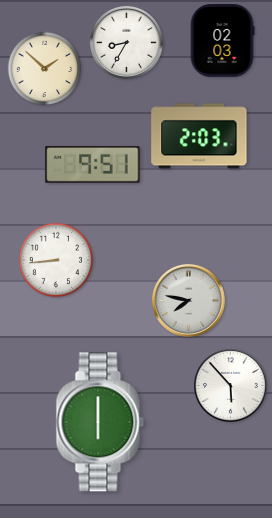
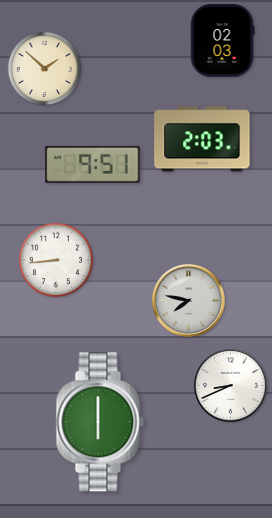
clock at (127, 43): 8:35 -> none
clock at (199, 136) position: (199, 136) -> (202, 139)
clock at (231, 386): 5:53 -> 8:41
